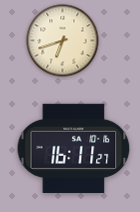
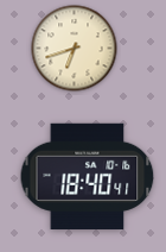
clock at (74, 148): 16:11 -> 18:40
